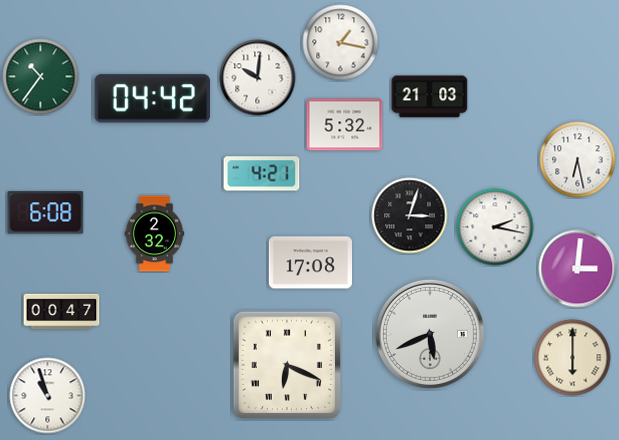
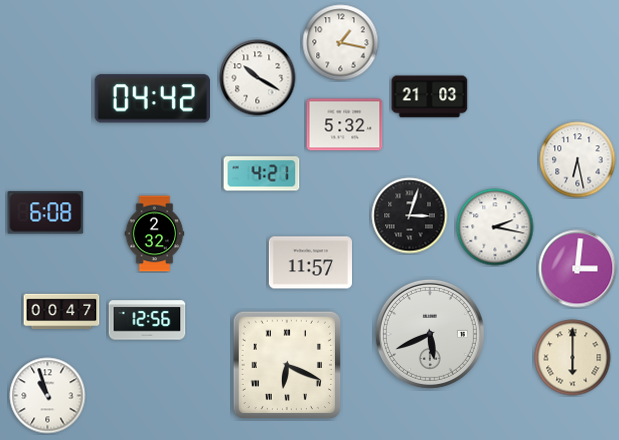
clock at (41, 77): 10:36 -> none
clock at (258, 78): 10:01 -> 10:20
clock at (310, 263): 17:08 -> 11:57
clock at (147, 320): none -> 12:56
